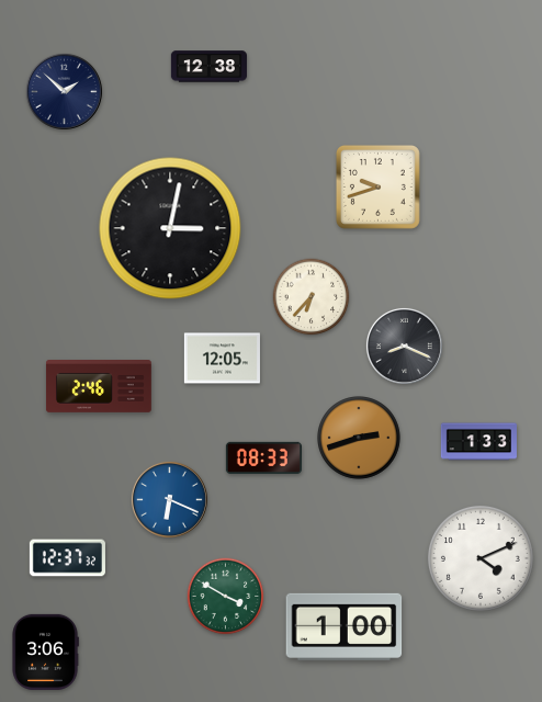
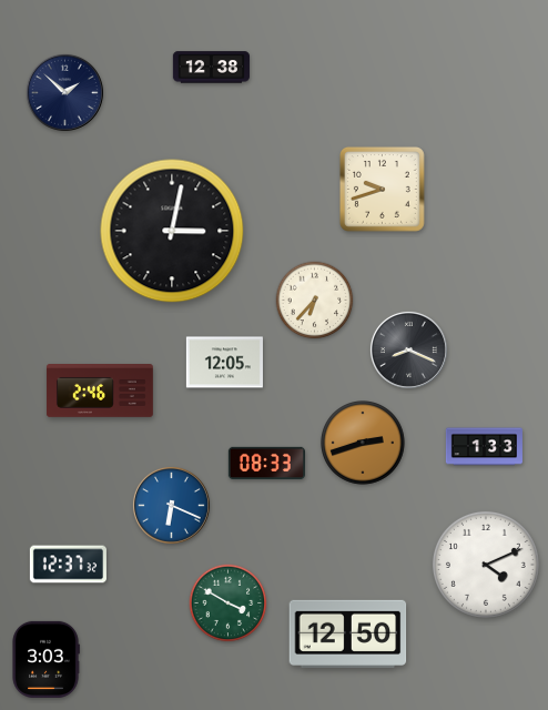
clock at (345, 626): 1:00 -> 12:50
clock at (45, 652): 3:06 -> 3:03
